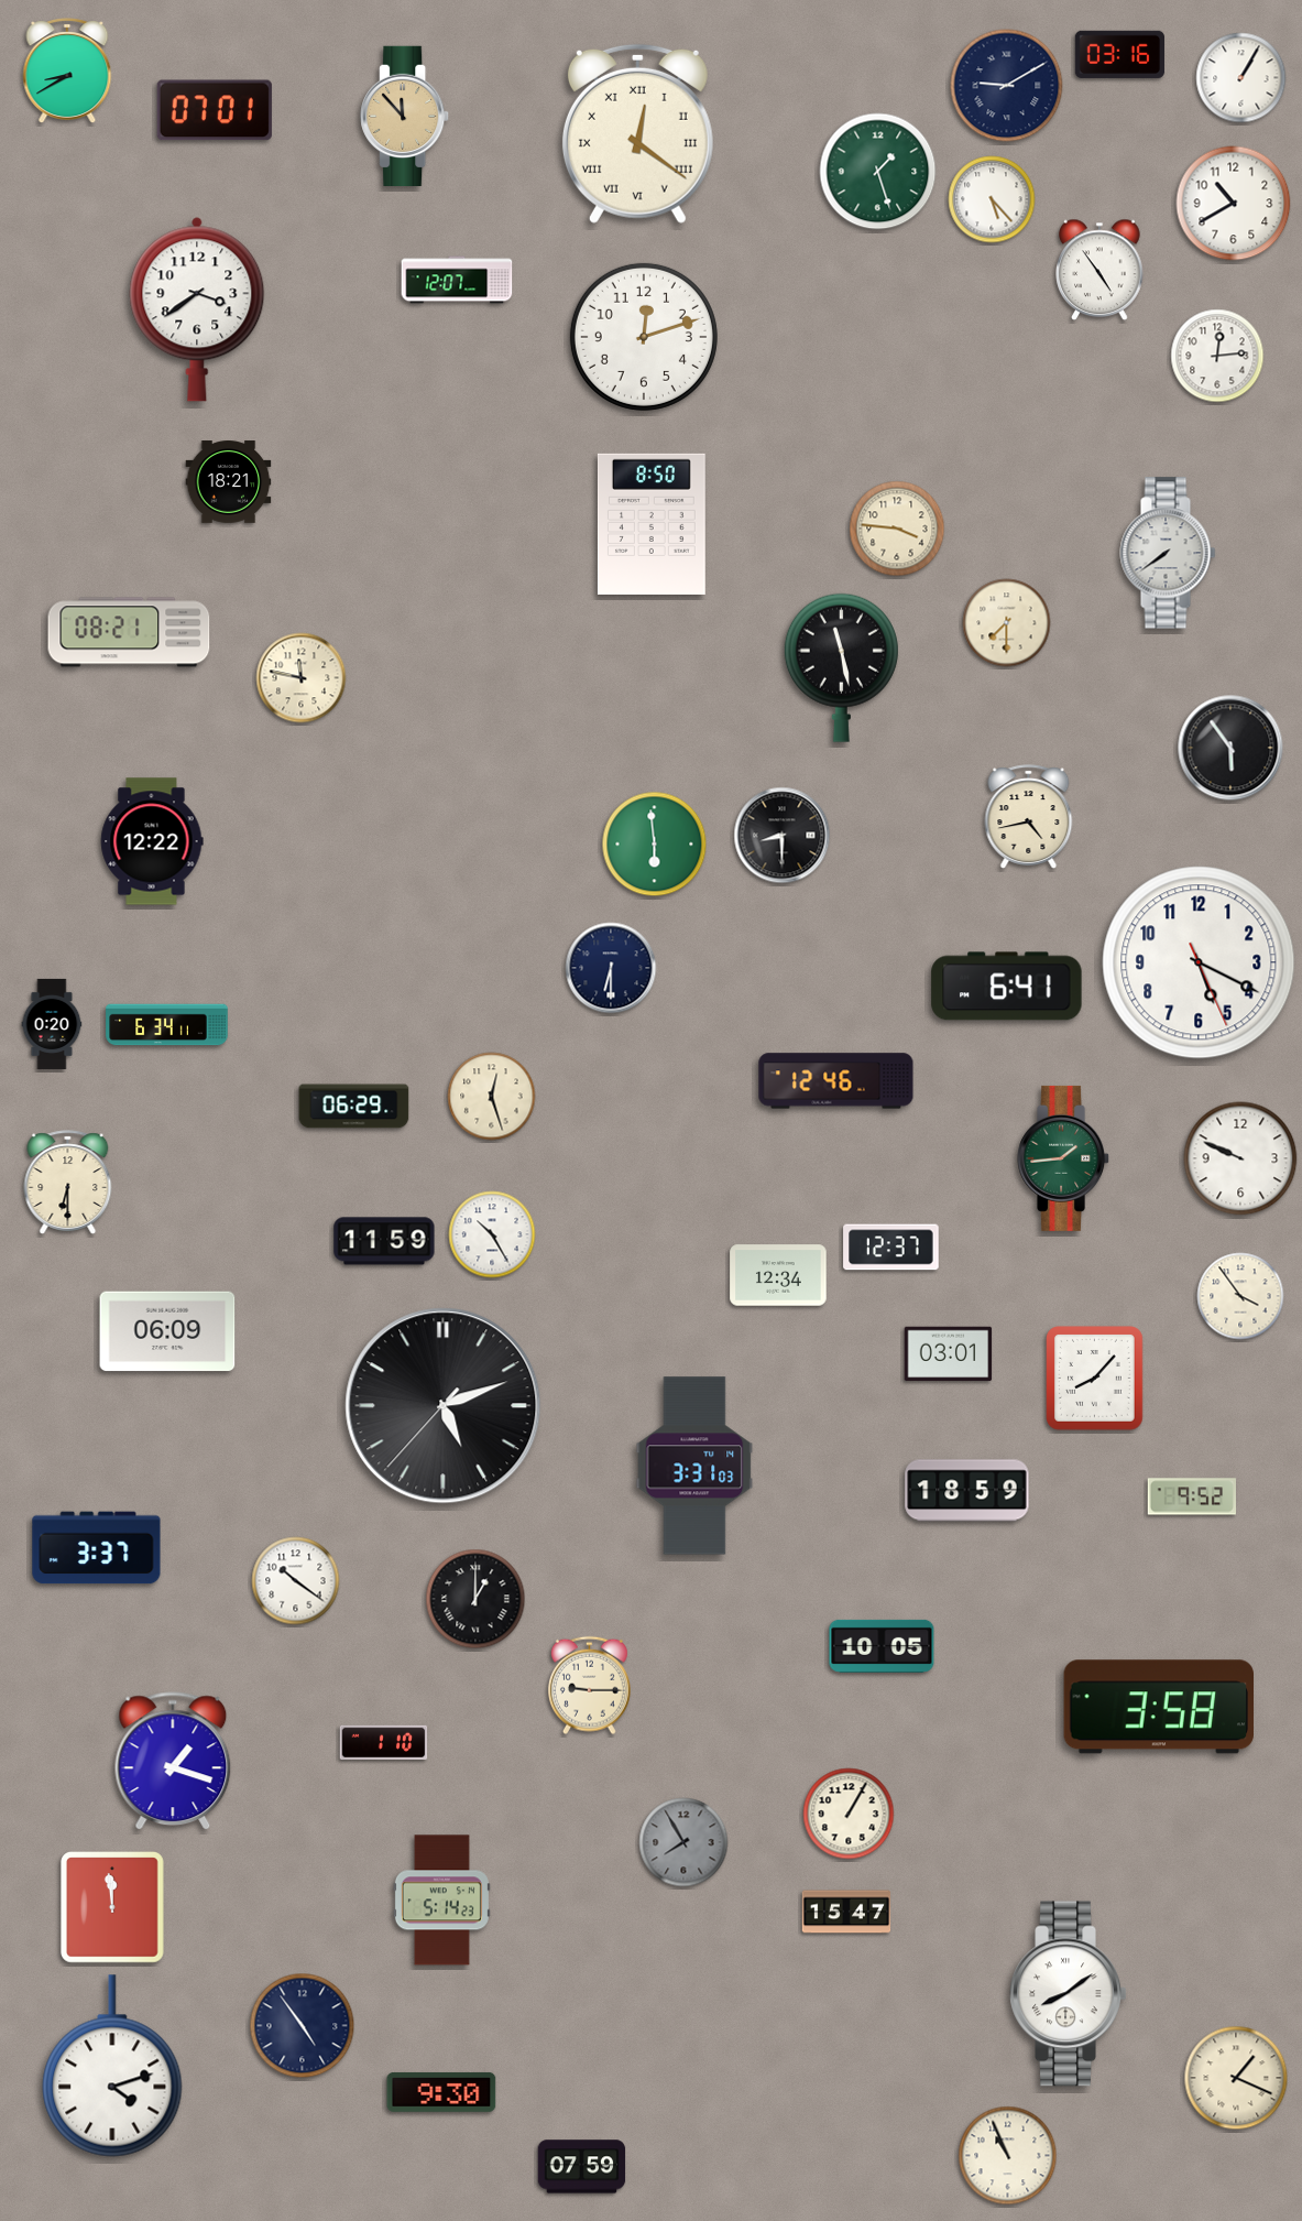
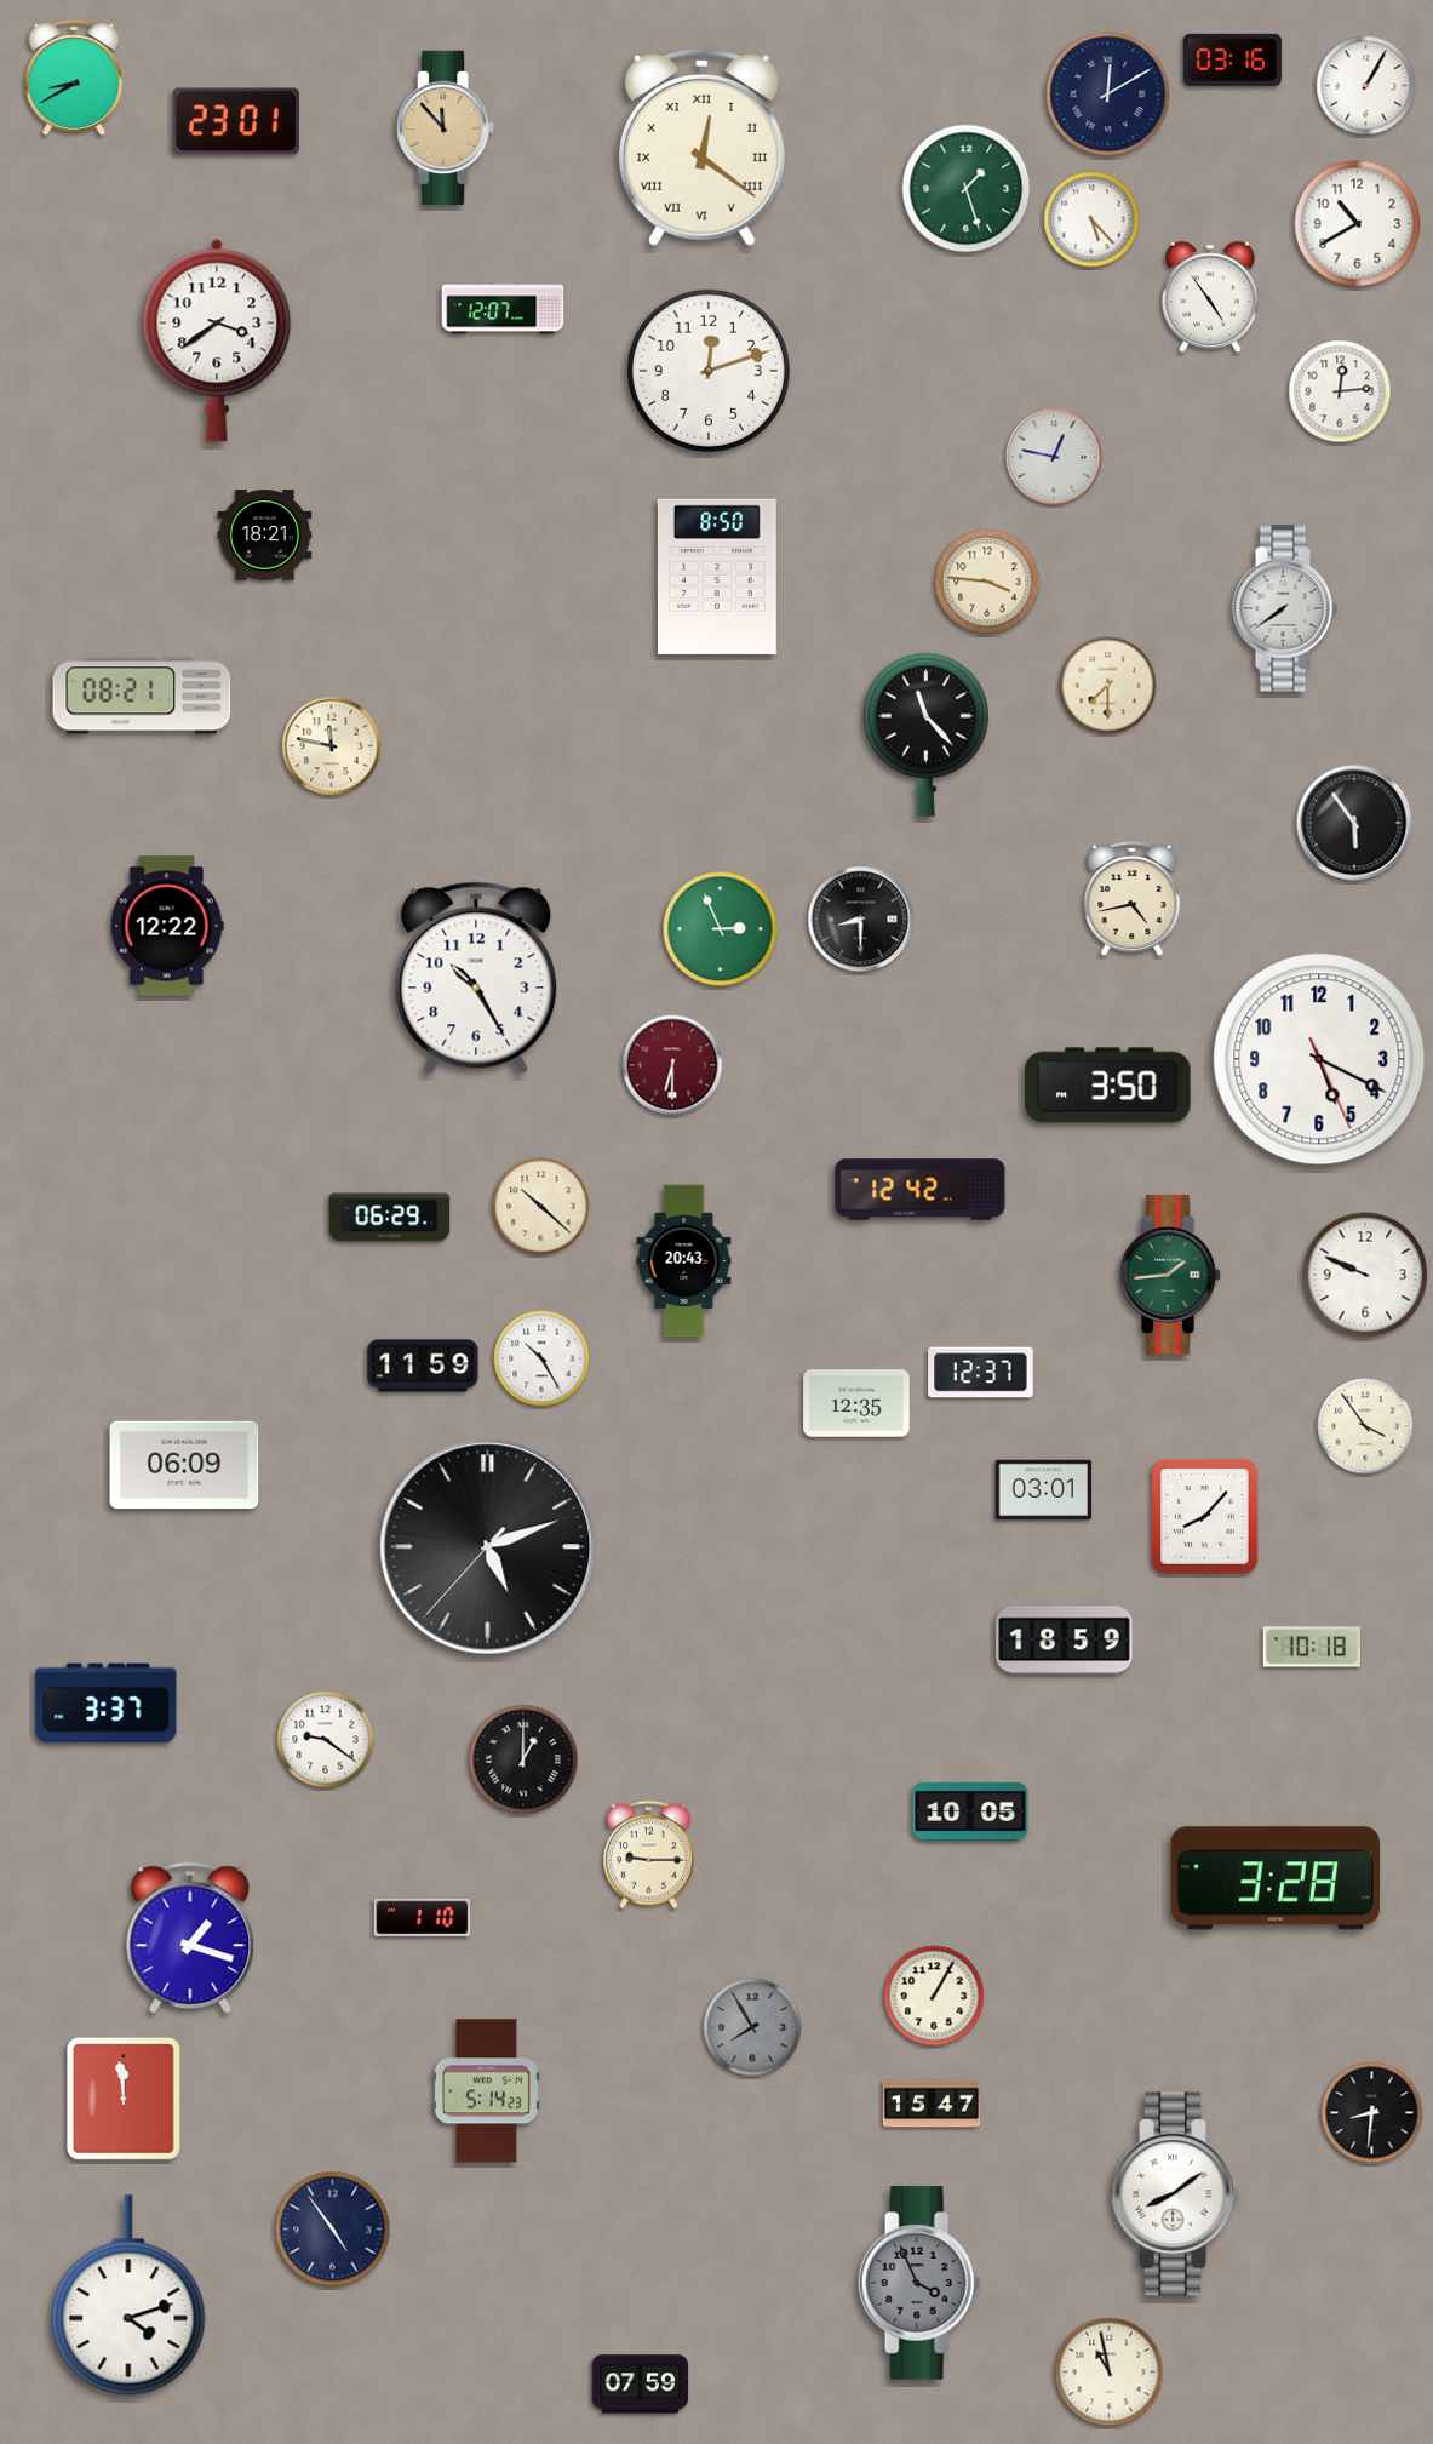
clock at (1007, 86): 9:10 -> 12:10
clock at (215, 110): 07:01 -> 23:01
clock at (1054, 457): none -> 12:47
clock at (229, 482) position: (229, 482) -> (265, 536)
clock at (841, 667): 11:28 -> 11:23
clock at (655, 845): 5:59 -> 2:56
clock at (476, 978): none -> 10:25
clock at (611, 968) dial: navy -> burgundy
clock at (1007, 987): 6:41 -> 3:50
clock at (52, 1024): 0:20 -> none
clock at (167, 1025): 6:34 -> none
clock at (836, 1081): 12:46 -> 12:42
clock at (492, 1097): 12:27 -> 10:22
clock at (684, 1261): none -> 20:43
clock at (68, 1183): 6:30 -> none
clock at (778, 1275): 12:34 -> 12:35
clock at (694, 1466): 3:31 -> none
clock at (1191, 1496): 9:52 -> 10:18
clock at (296, 1581): 10:21 -> 9:21
clock at (1159, 1707): 3:58 -> 3:28
clock at (1372, 2113): none -> 8:31
clock at (112, 2066) position: (112, 2066) -> (128, 2295)
clock at (919, 2283): none -> 3:56
clock at (1236, 2078): 1:19 -> none
clock at (441, 2092): 9:30 -> none
clock at (1008, 2156): 10:56 -> 10:58
